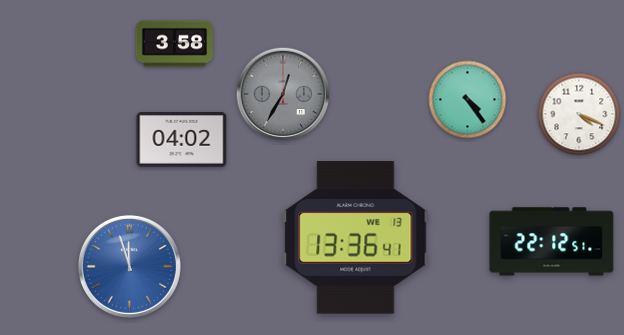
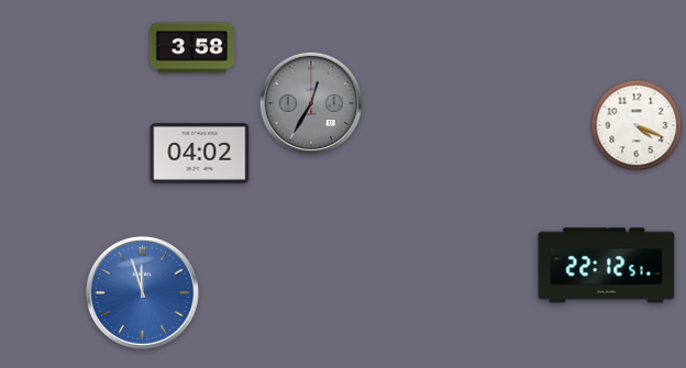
clock at (468, 100): 4:24 -> none
clock at (356, 238): 13:36 -> none
